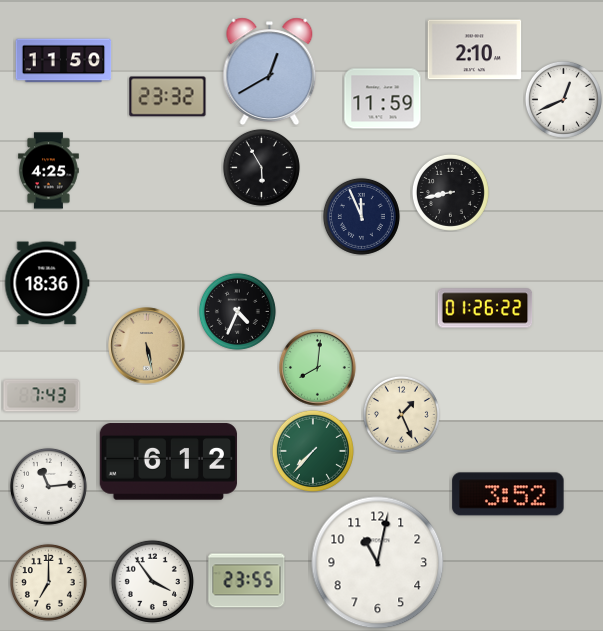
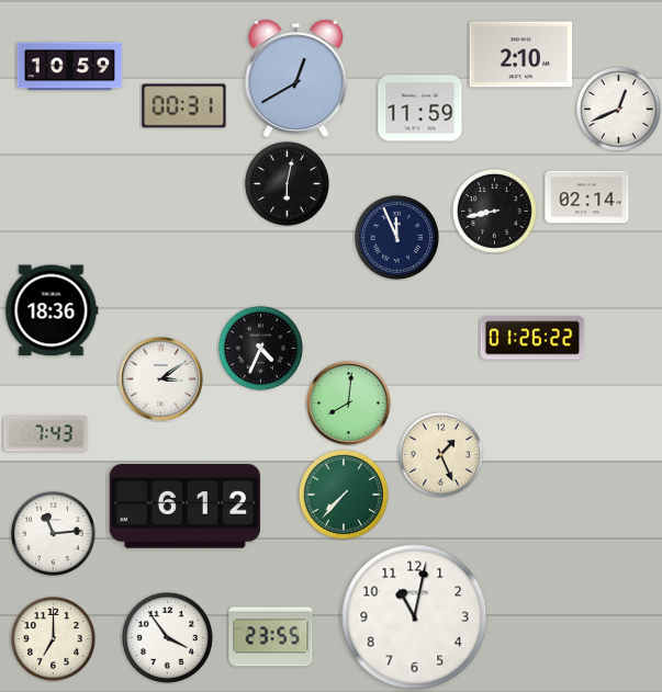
clock at (64, 61): 11:50 -> 10:59
clock at (168, 97): 23:32 -> 00:31
clock at (261, 167): 5:55 -> 6:02
clock at (49, 171): 4:25 -> none
clock at (587, 197): none -> 02:14
clock at (237, 311) position: (237, 311) -> (260, 348)
clock at (147, 346): 5:28 -> 3:09
clock at (147, 346) dial: champagne -> white
clock at (508, 494): 3:52 -> none
